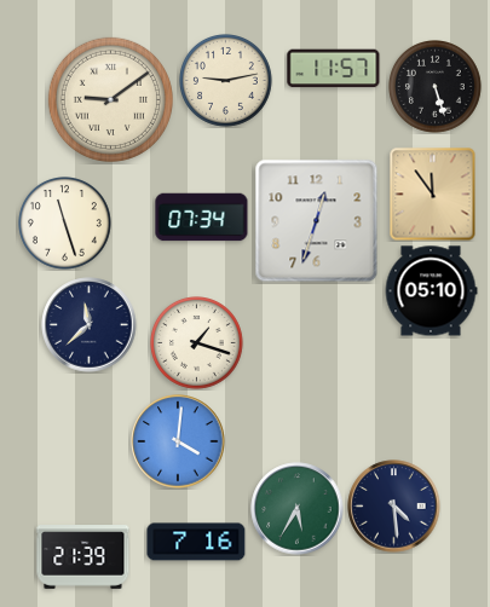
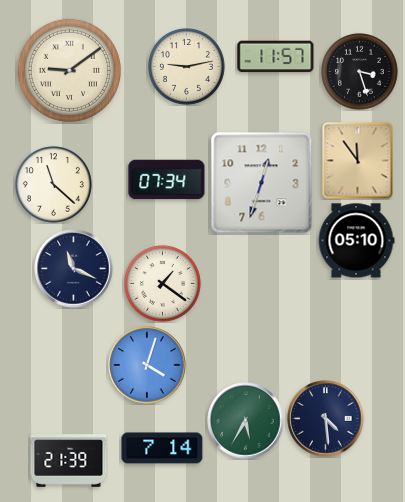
clock at (436, 87): 5:27 -> 3:27
clock at (110, 99) position: (110, 99) -> (69, 70)
clock at (65, 224): 11:27 -> 11:22
clock at (90, 325): 11:38 -> 11:19
clock at (197, 343): 1:18 -> 1:21
clock at (178, 441): 4:01 -> 4:03
clock at (196, 542): 7:16 -> 7:14
